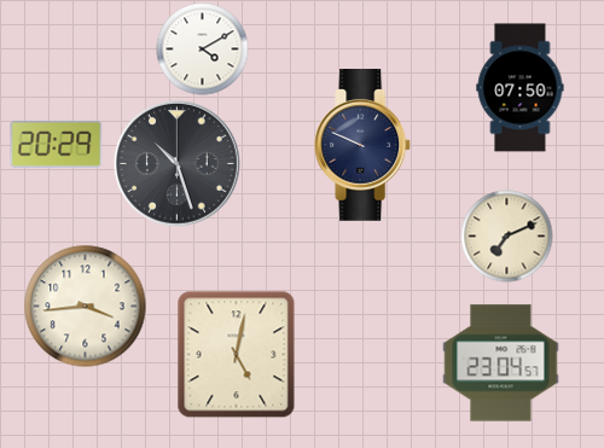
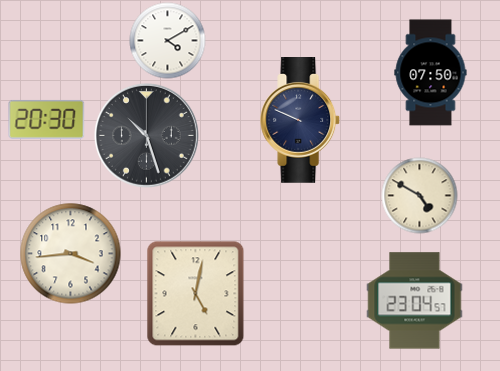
clock at (57, 144): 20:29 -> 20:30
clock at (507, 237): 7:11 -> 4:50
